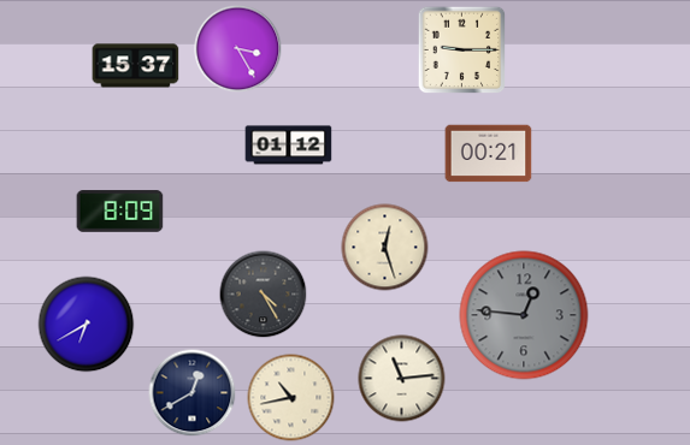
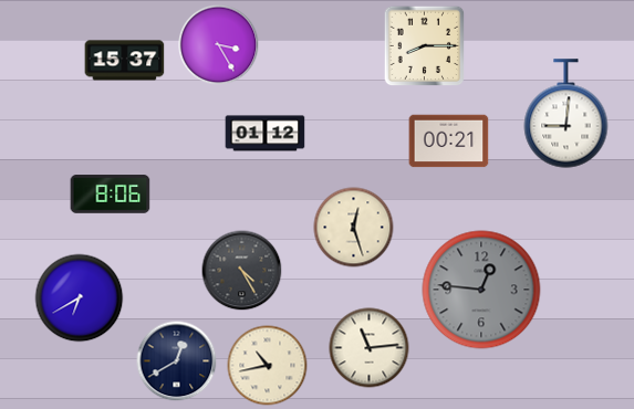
clock at (462, 51): 9:15 -> 8:15
clock at (567, 114): none -> 9:01
clock at (120, 212): 8:09 -> 8:06
